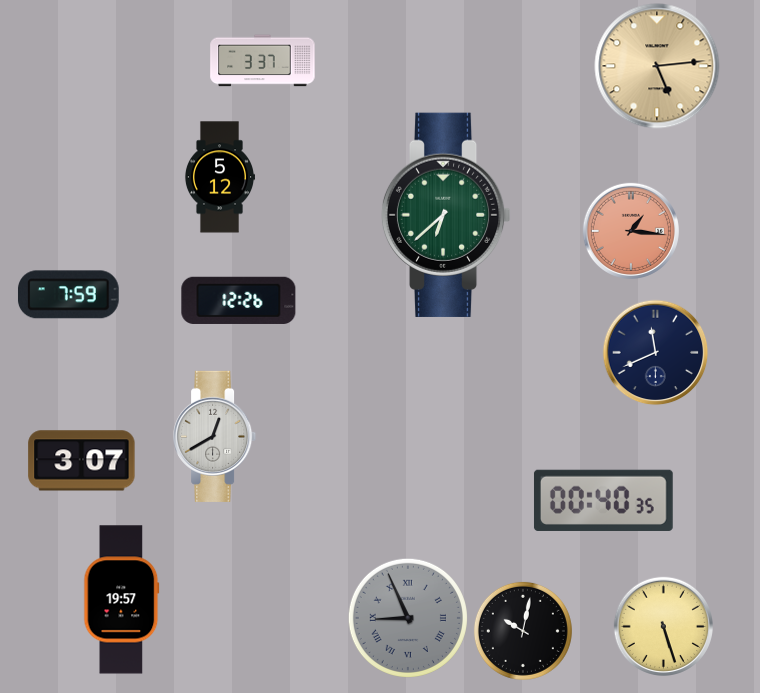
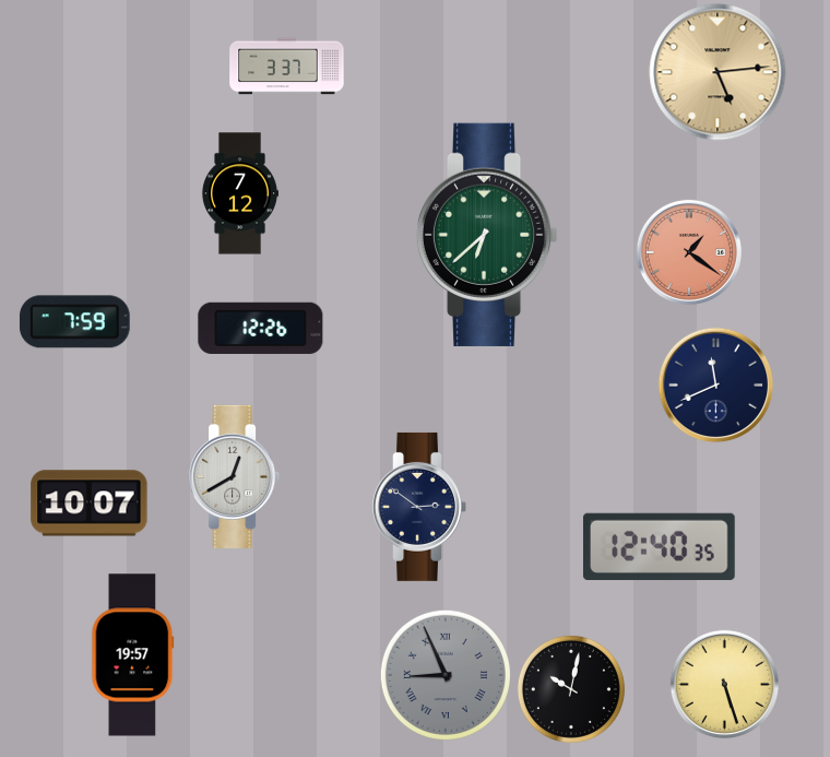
clock at (219, 177): 5:12 -> 7:12
clock at (631, 231): 1:16 -> 1:21
clock at (82, 461): 3:07 -> 10:07
clock at (419, 507): none -> 2:51
clock at (603, 500): 00:40 -> 12:40
